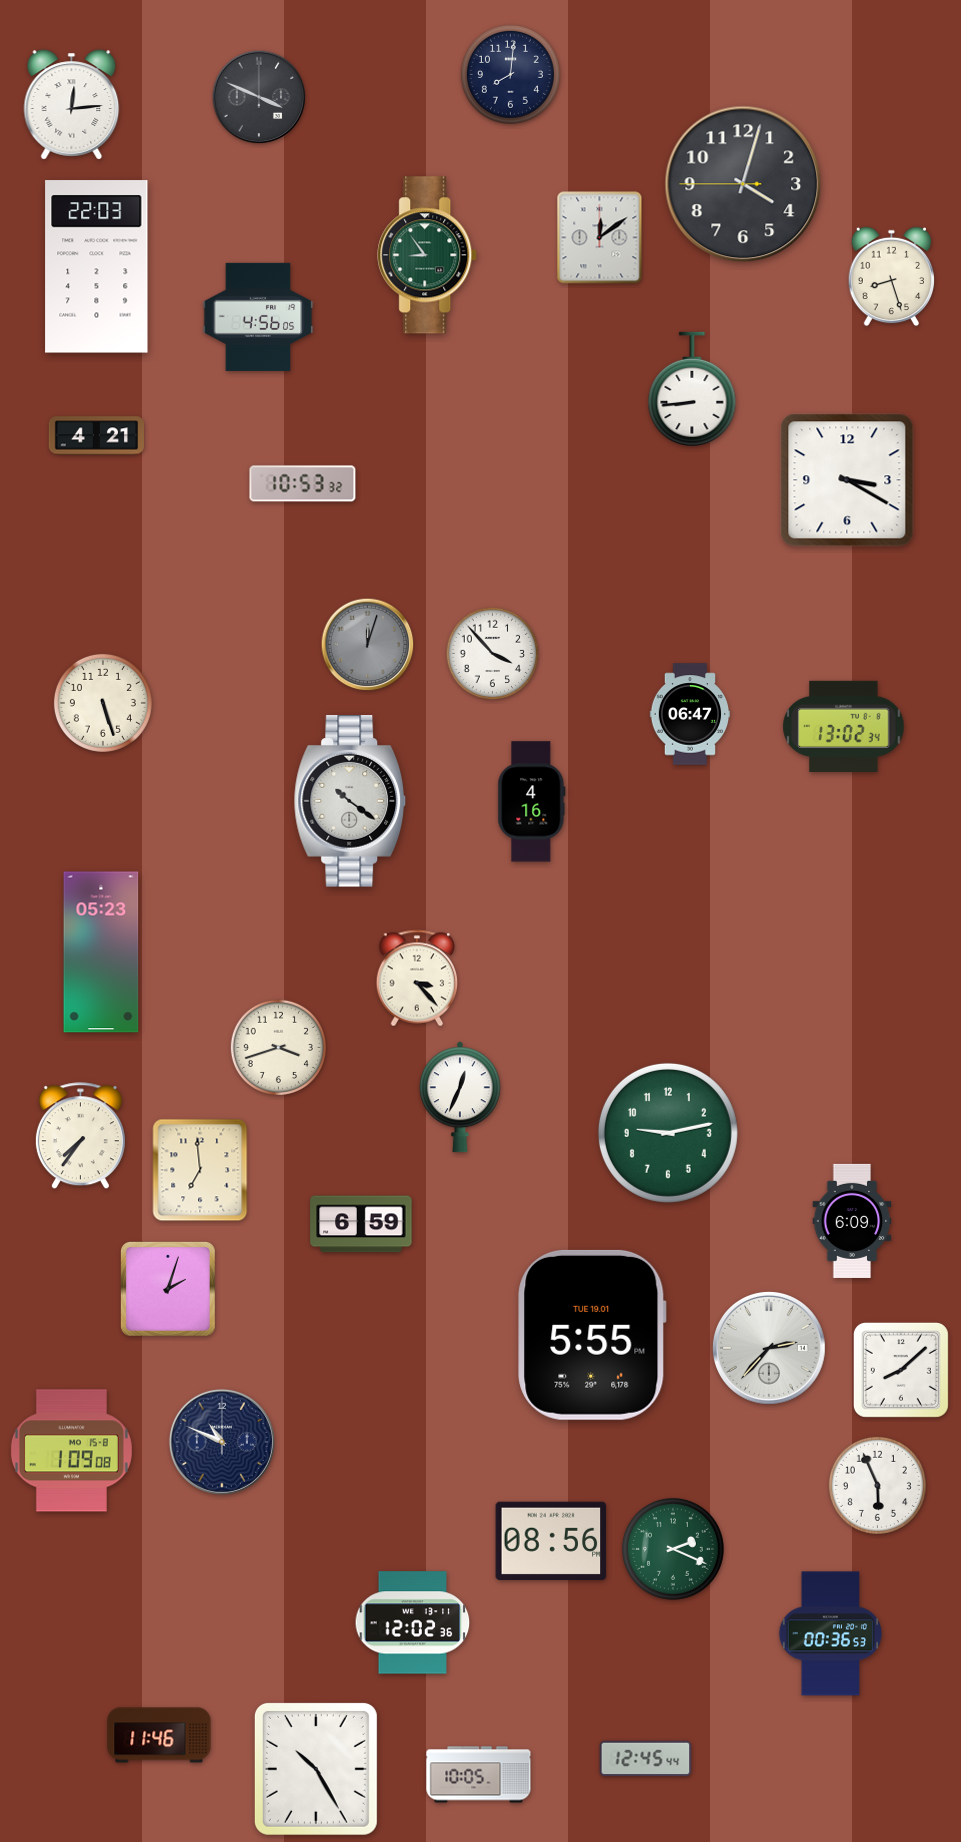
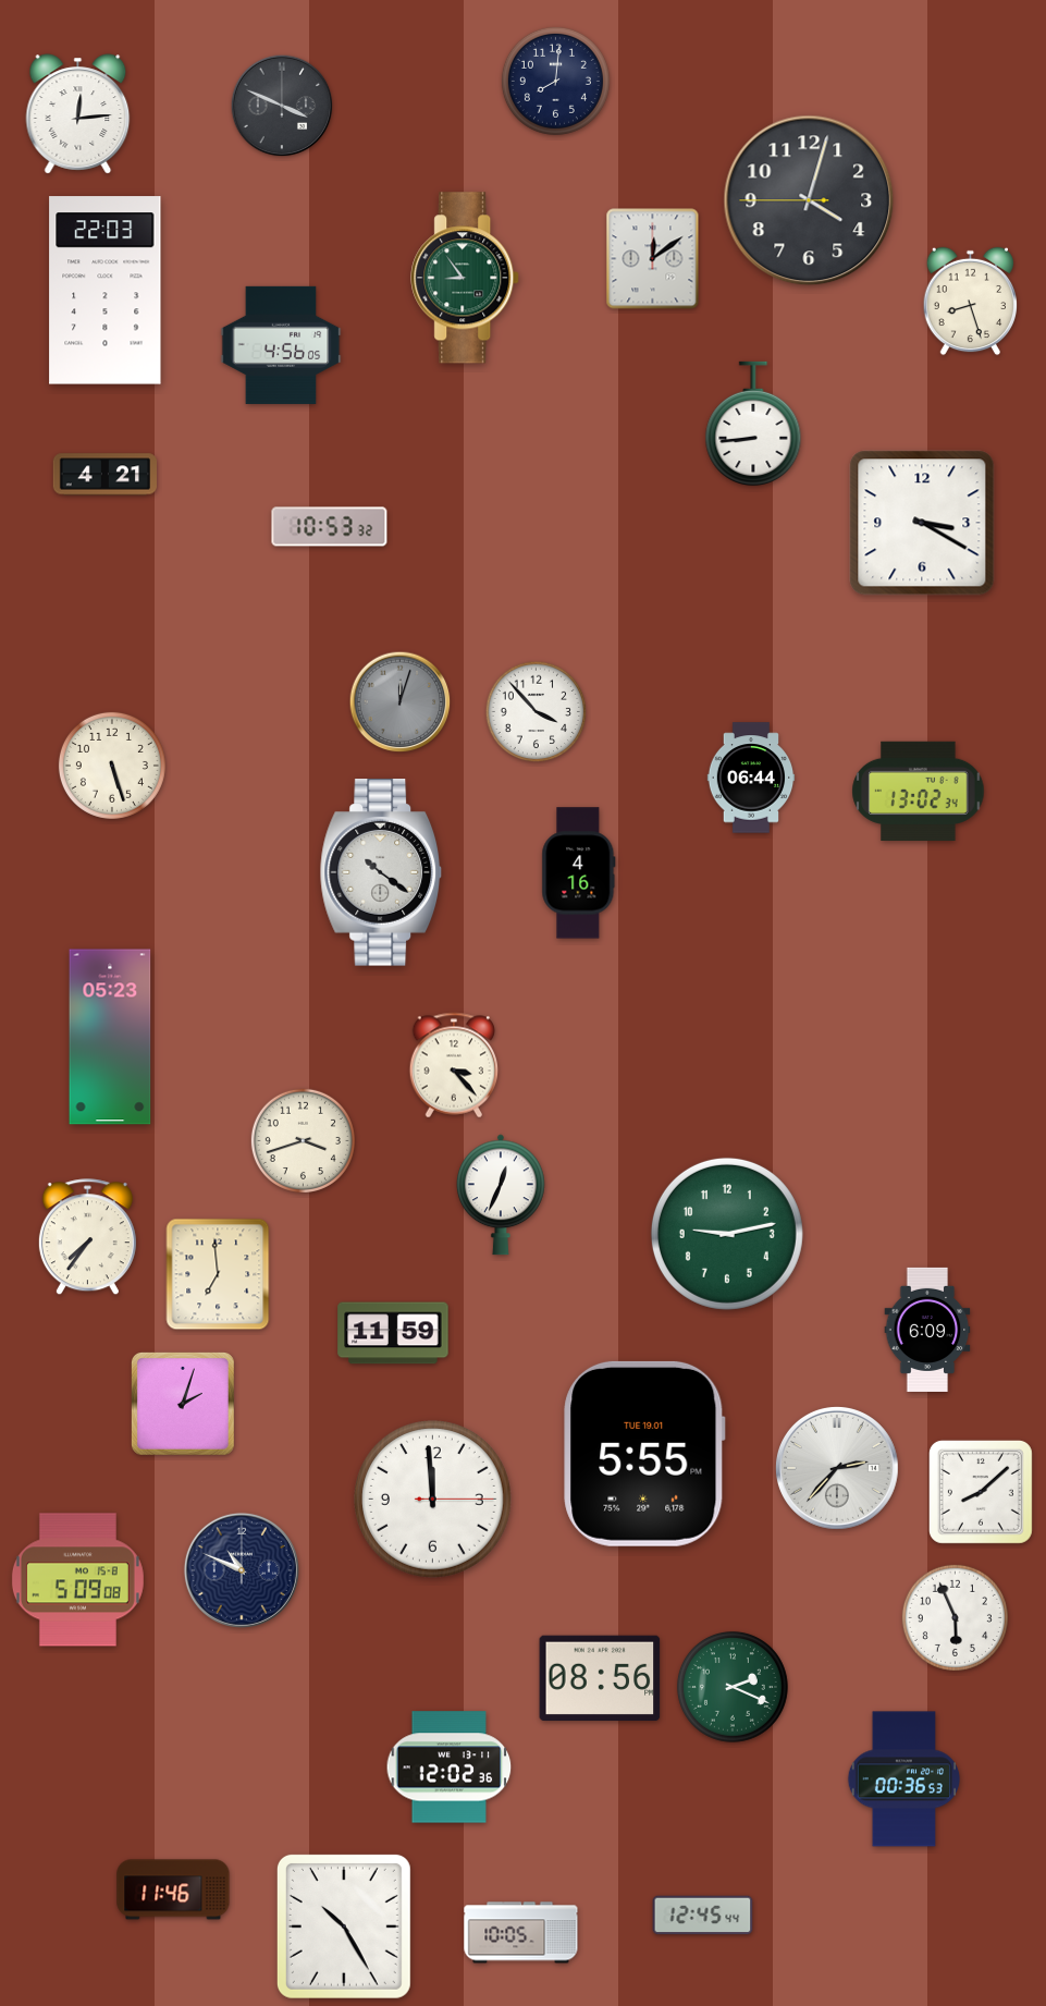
clock at (690, 714): 06:47 -> 06:44
clock at (361, 1224): 6:59 -> 11:59
clock at (433, 1500): none -> 11:59
clock at (71, 1451): 1:09 -> 5:09
